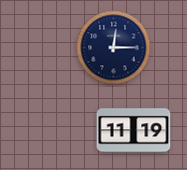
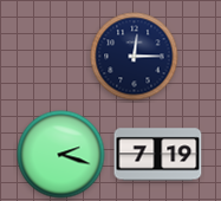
clock at (61, 155): none -> 2:18
clock at (134, 131): 11:19 -> 7:19
